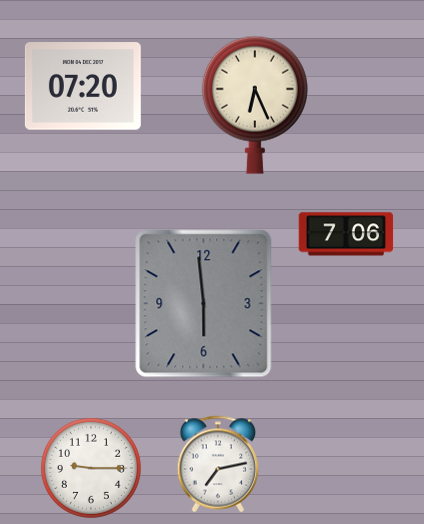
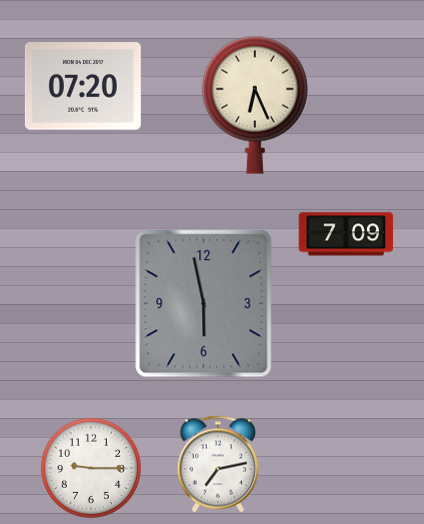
clock at (346, 234): 7:06 -> 7:09
clock at (204, 304): 5:59 -> 5:58
